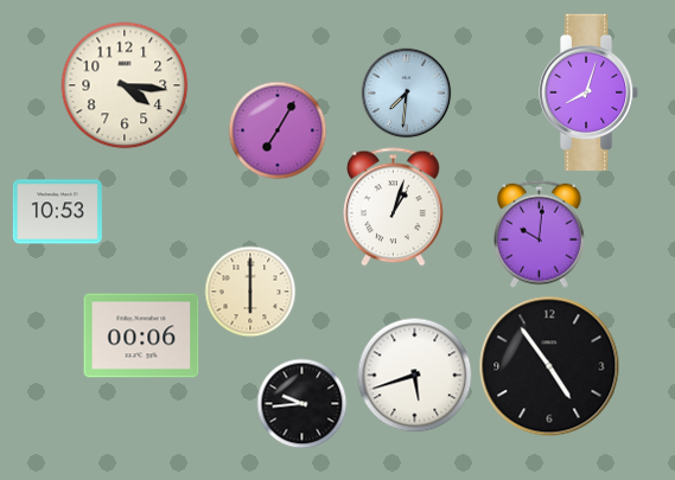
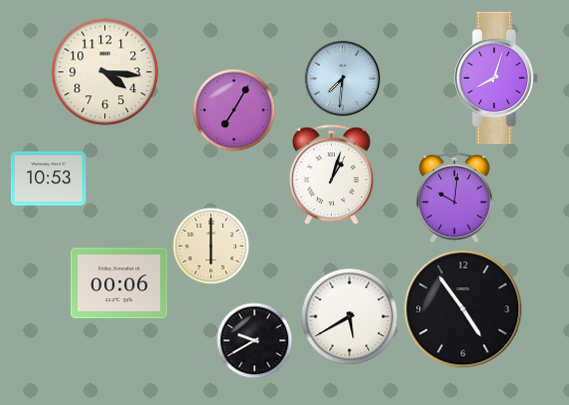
clock at (415, 376): 5:42 -> 5:40
clock at (303, 404): 9:44 -> 9:40
